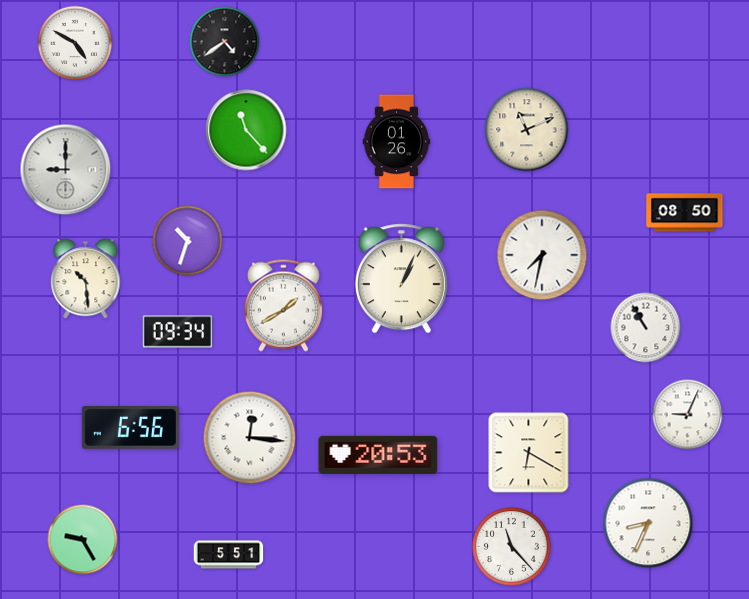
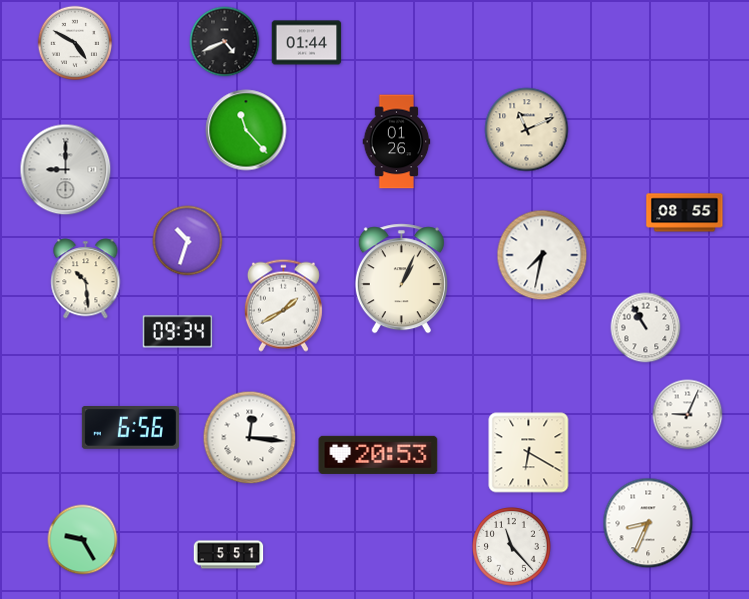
clock at (225, 42): 4:39 -> 4:41
clock at (307, 43): none -> 01:44
clock at (685, 213): 08:50 -> 08:55
